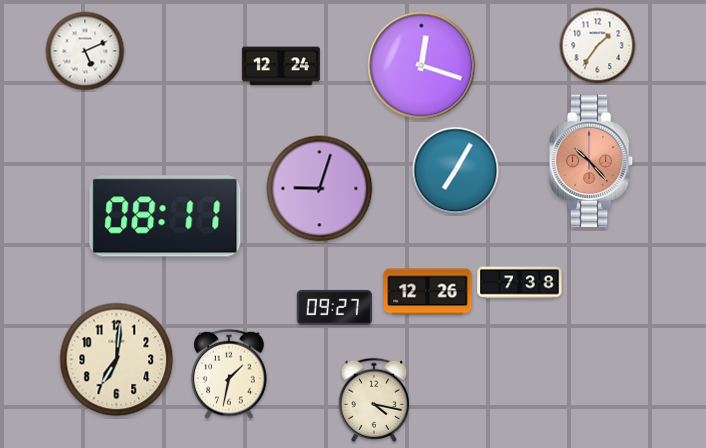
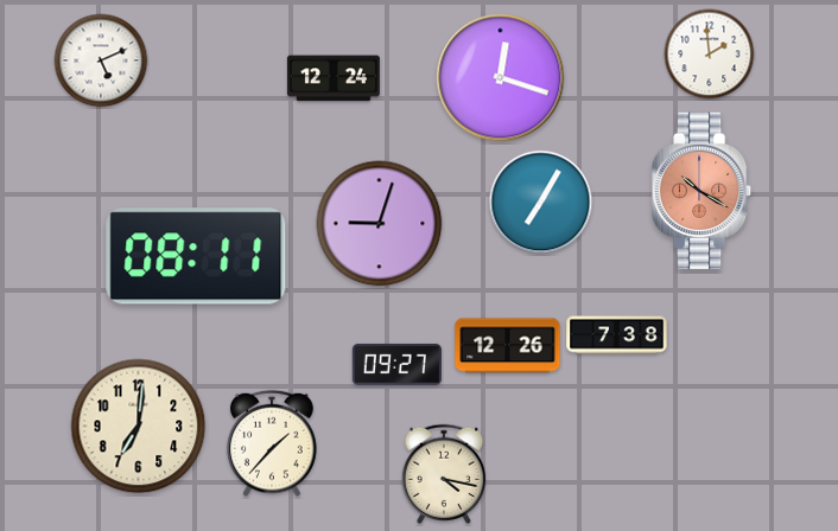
clock at (598, 46): 1:36 -> 1:59
clock at (591, 161): 10:23 -> 10:20
clock at (229, 374): 1:32 -> 1:37
